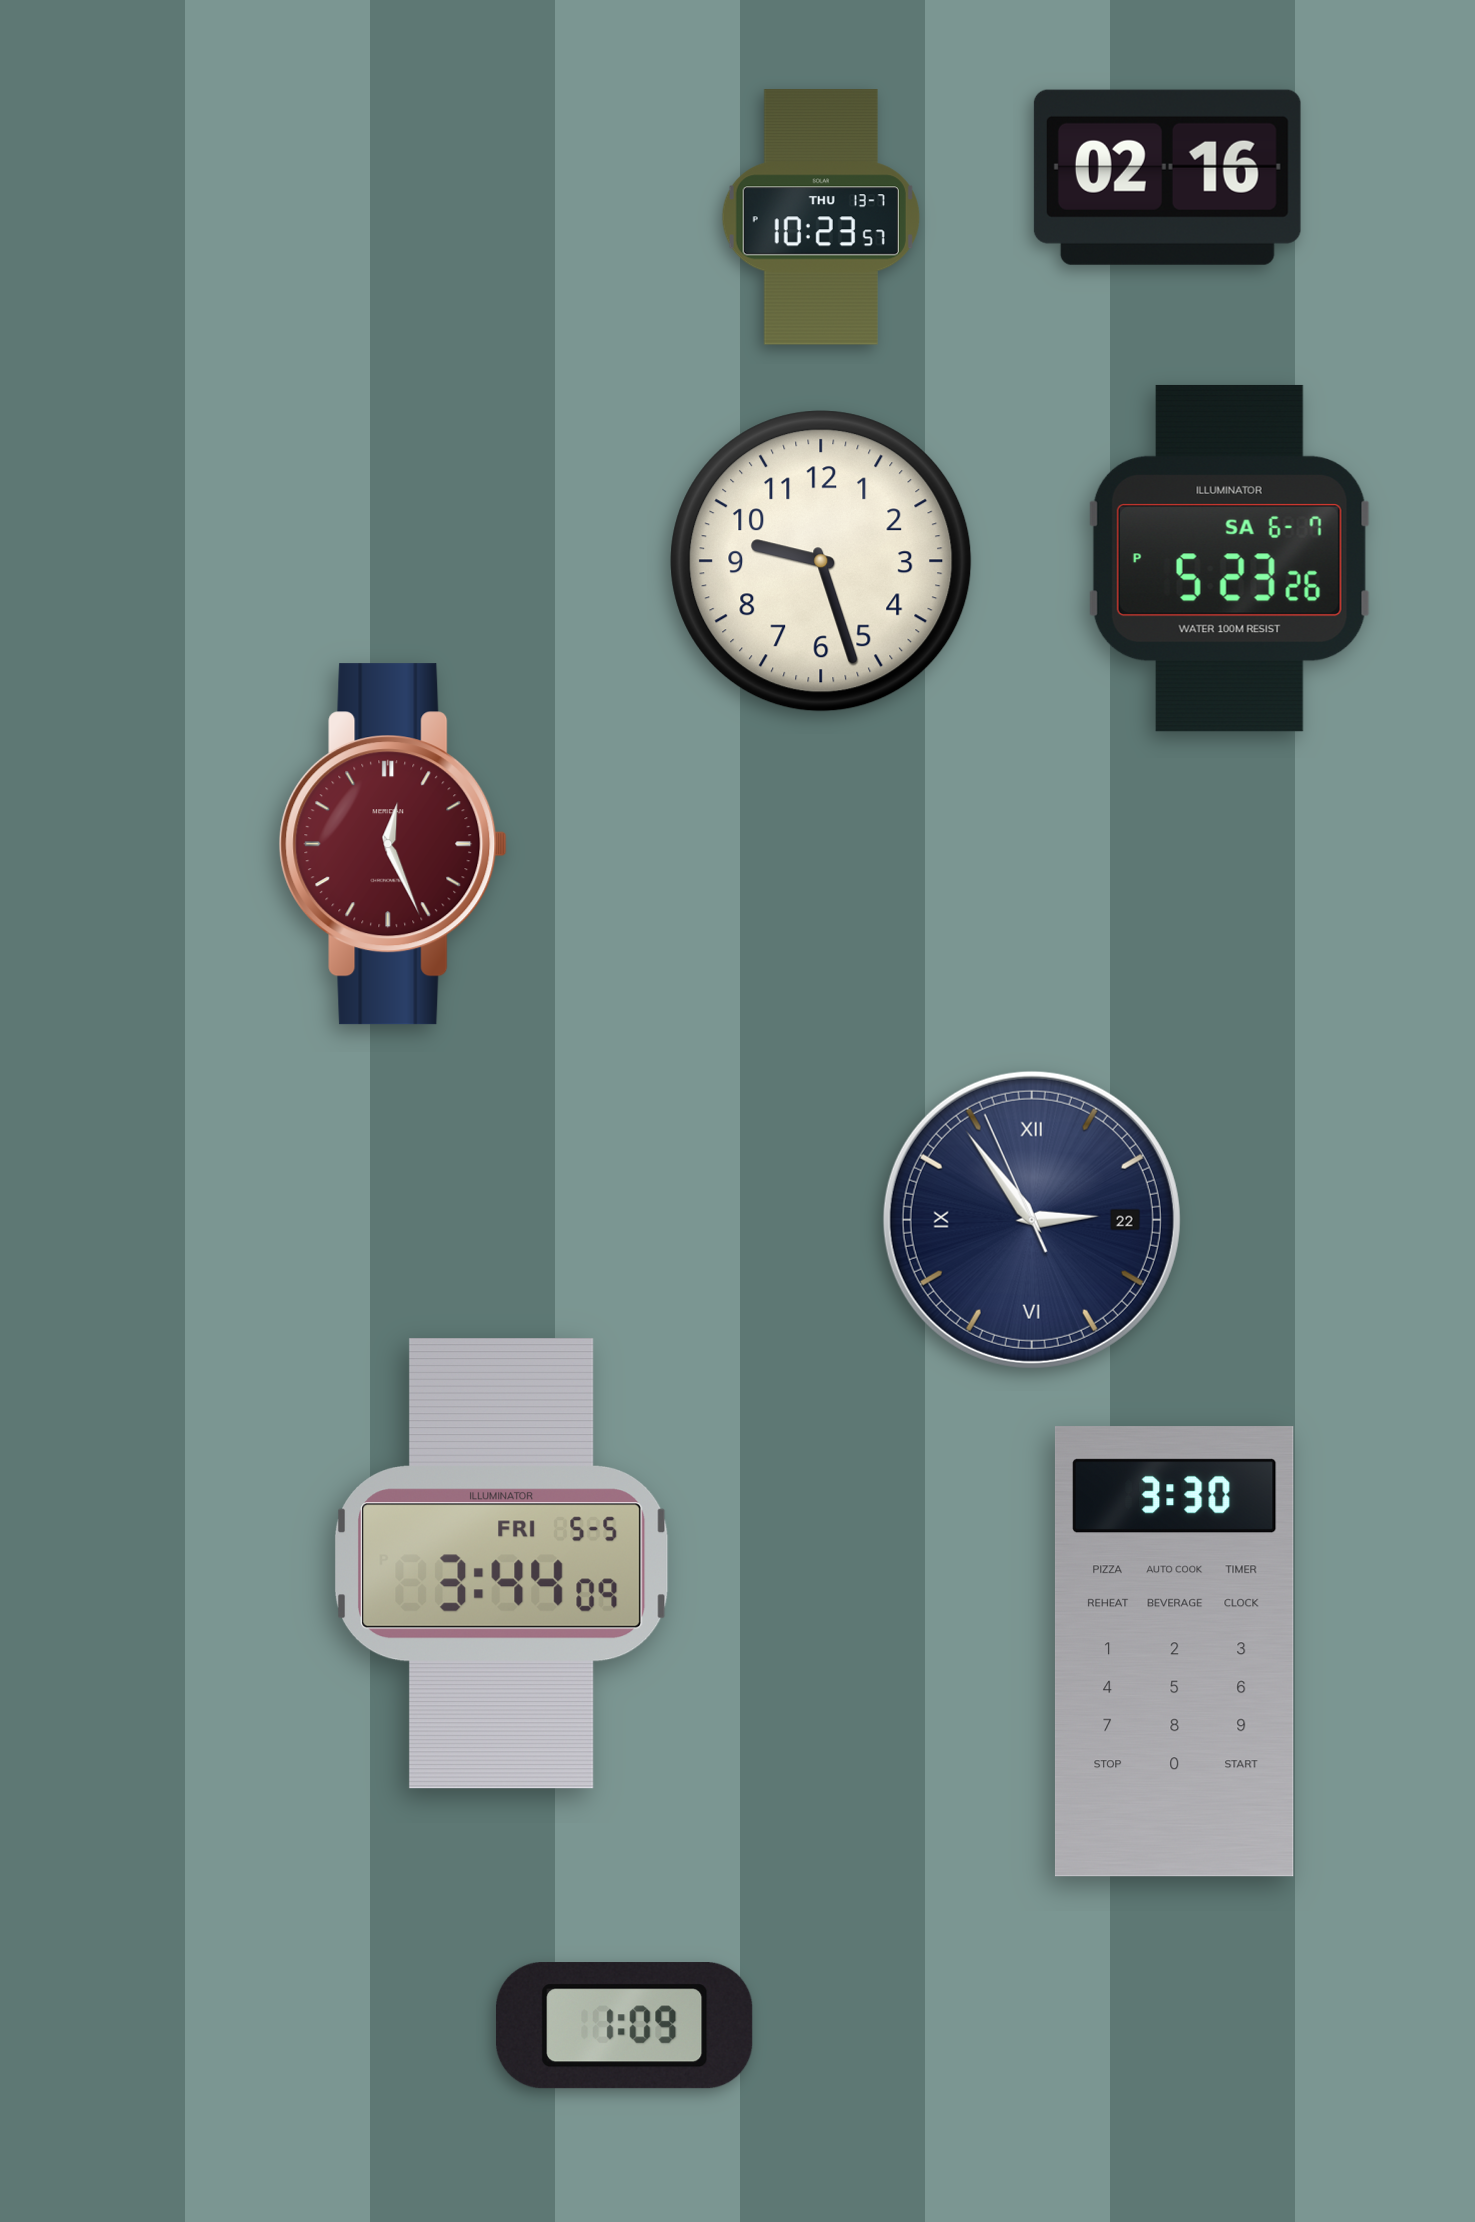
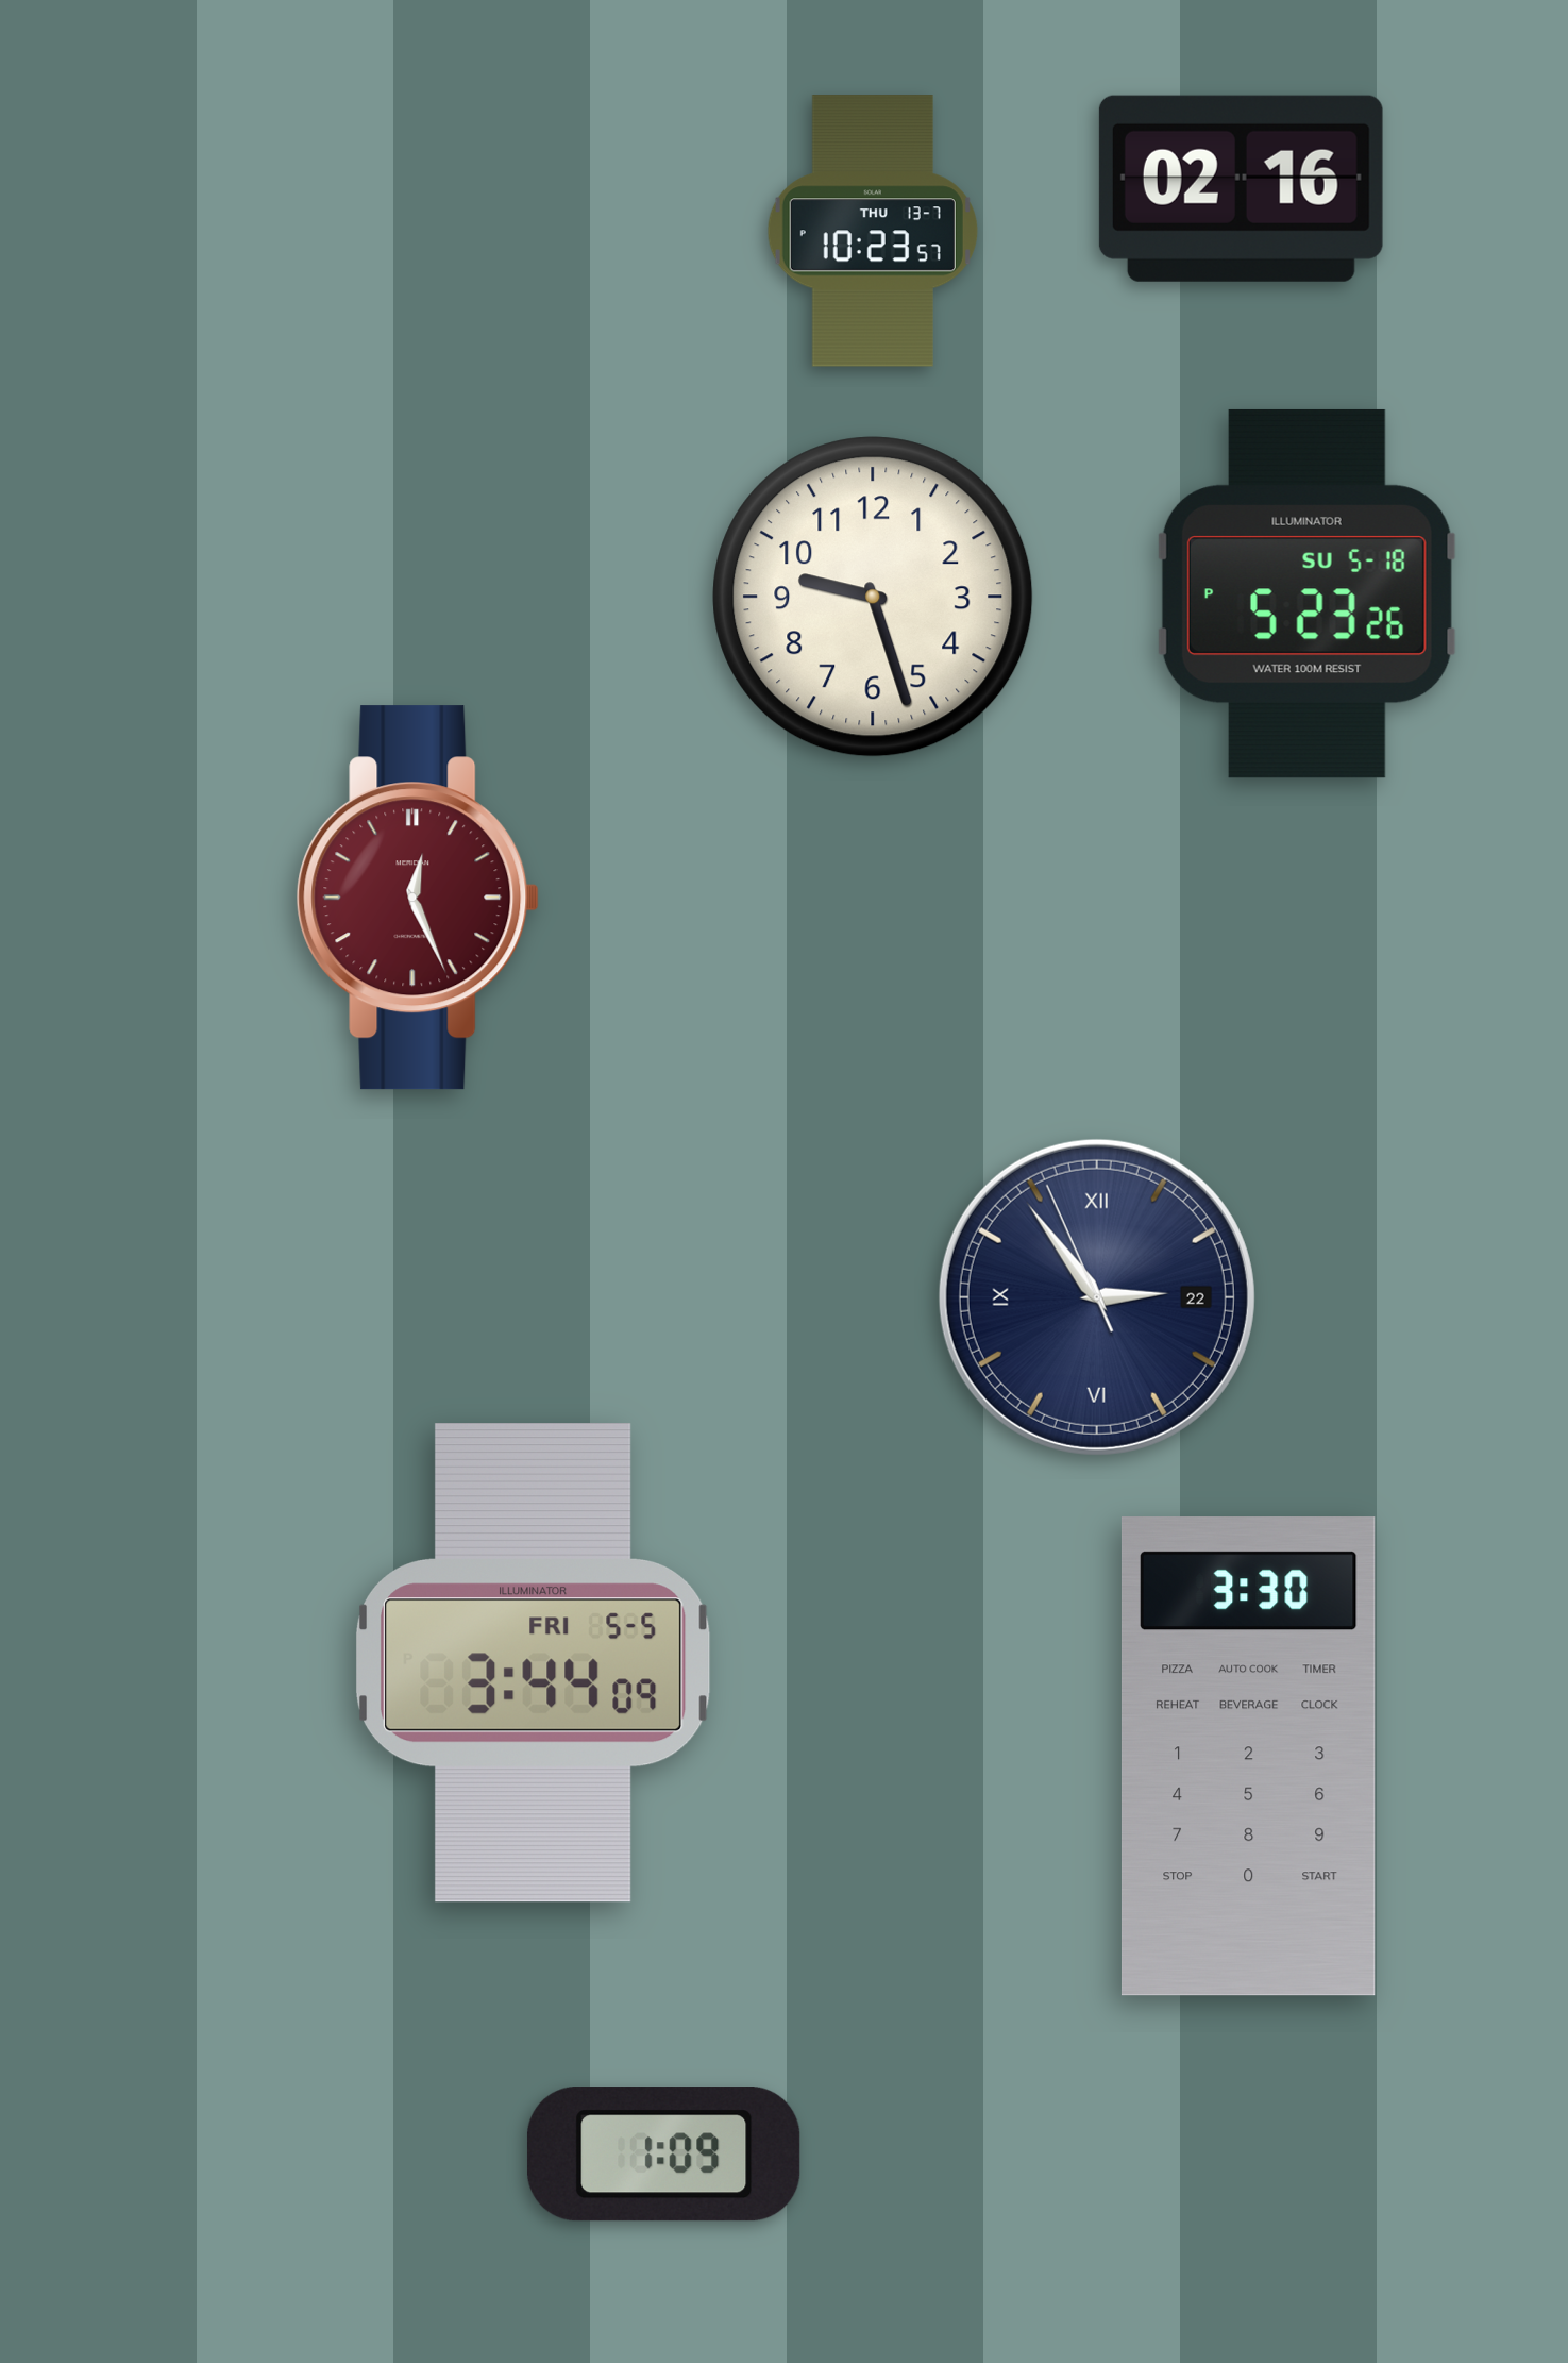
clock at (1229, 558) date: SA 6-7 -> SU 5-18
